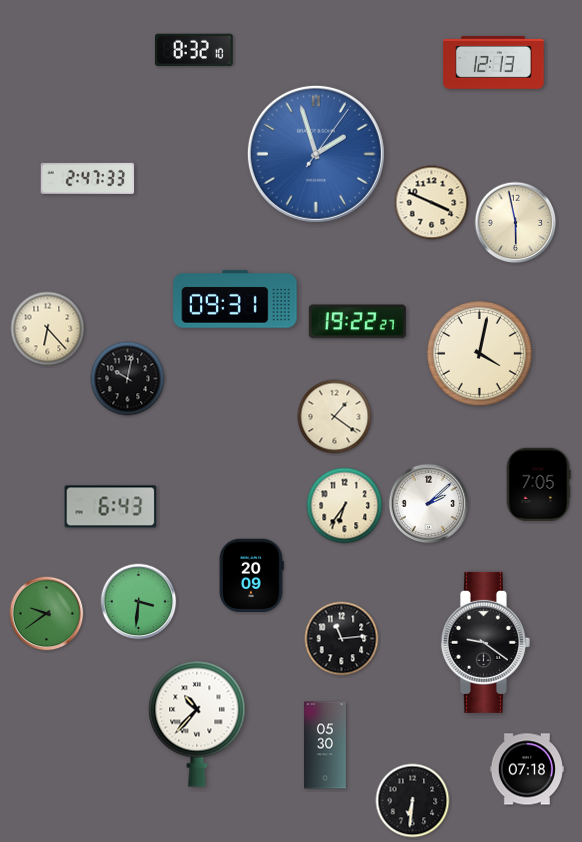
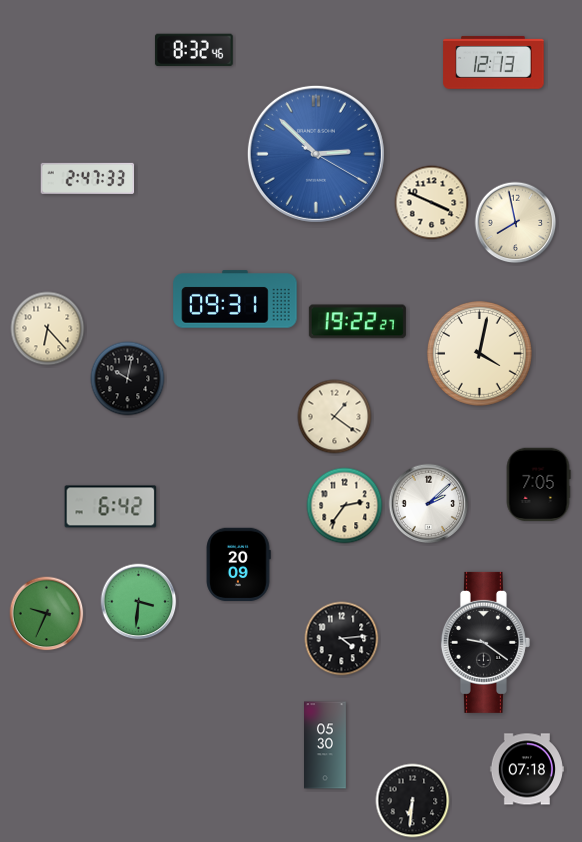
clock at (194, 49): 8:32:10 -> 8:32:46
clock at (316, 154): 1:57 -> 2:52
clock at (516, 223): 5:58 -> 7:58
clock at (345, 506): 6:36 -> 2:36
clock at (111, 507): 6:43 -> 6:42
clock at (251, 576) position: (251, 576) -> (238, 565)
clock at (47, 614): 9:39 -> 9:34
clock at (342, 639): 11:14 -> 4:14
clock at (197, 724): 10:37 -> none
